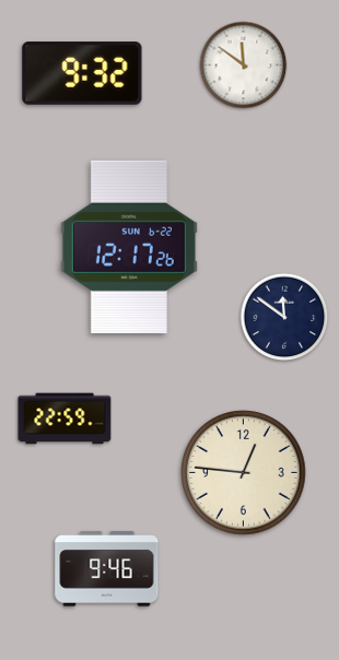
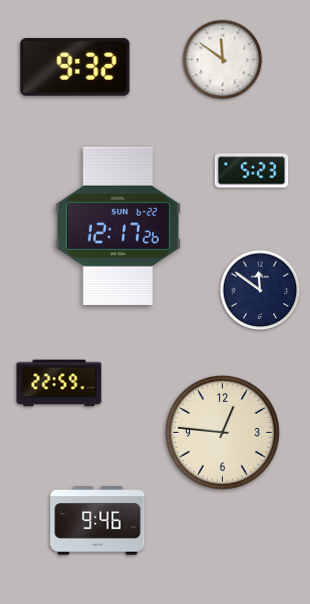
clock at (252, 171): none -> 5:23
